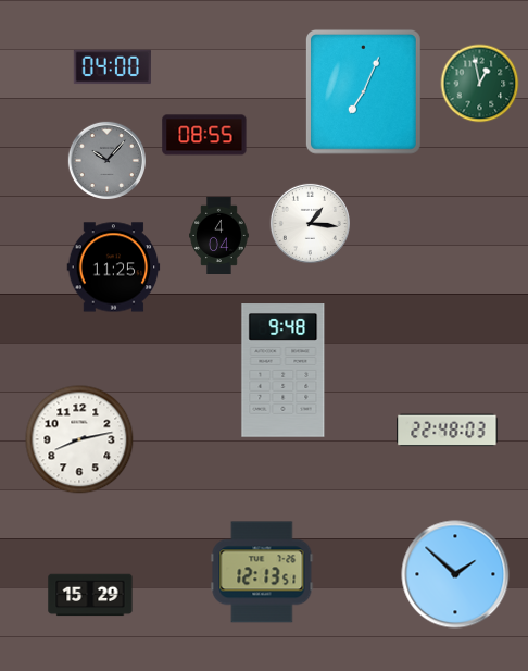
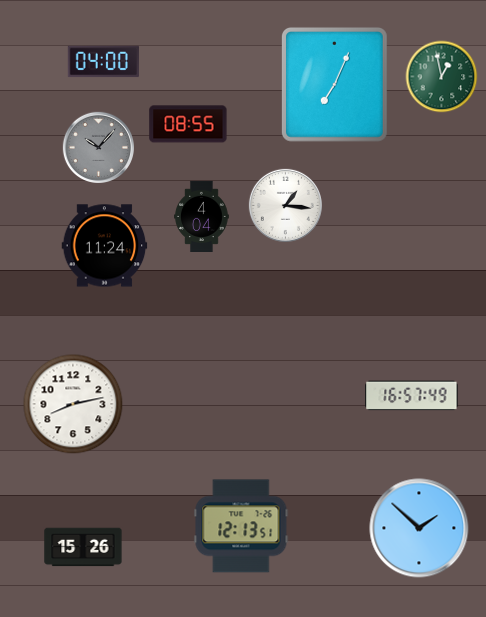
clock at (114, 268): 11:25 -> 11:24
clock at (284, 371): 9:48 -> none
clock at (448, 431): 22:48 -> 16:57
clock at (90, 595): 15:29 -> 15:26
